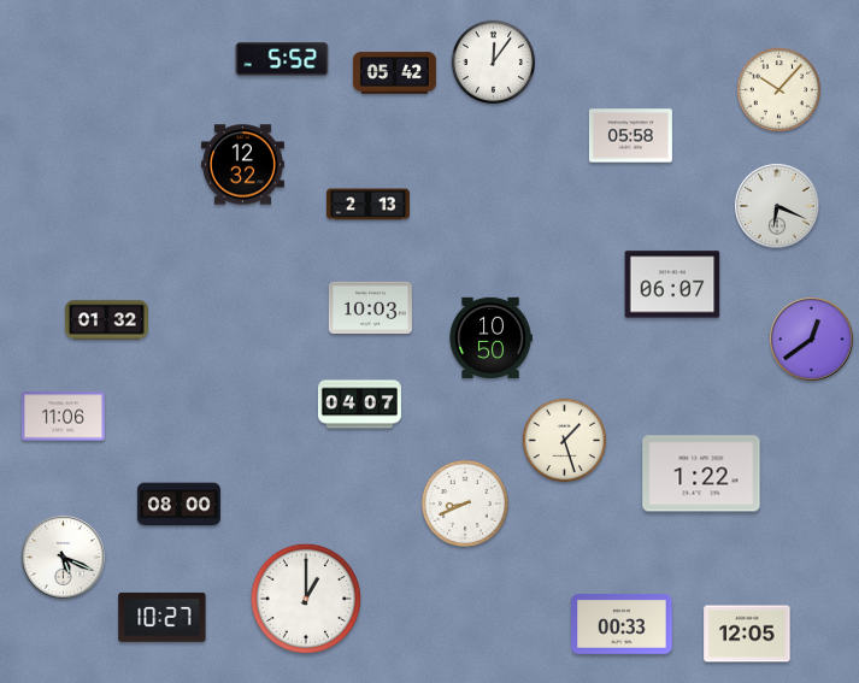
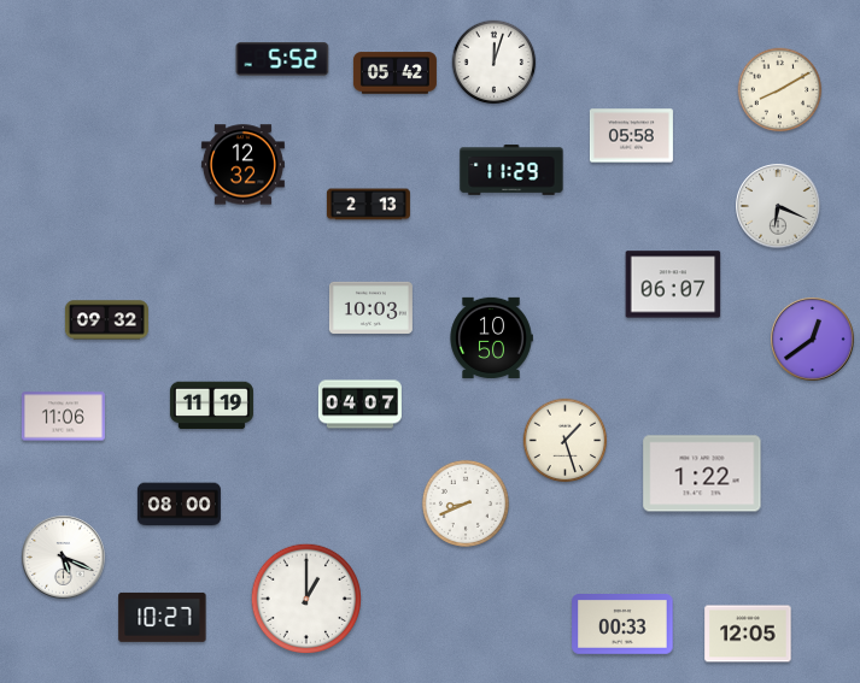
clock at (494, 63): 12:06 -> 12:03
clock at (779, 90): 10:07 -> 8:10
clock at (511, 170): none -> 11:29
clock at (106, 320): 01:32 -> 09:32
clock at (211, 406): none -> 11:19
